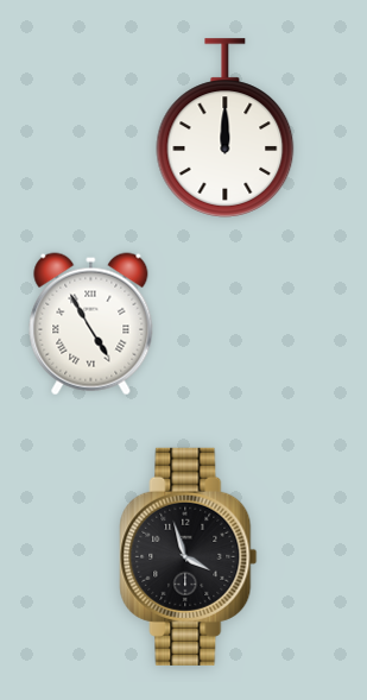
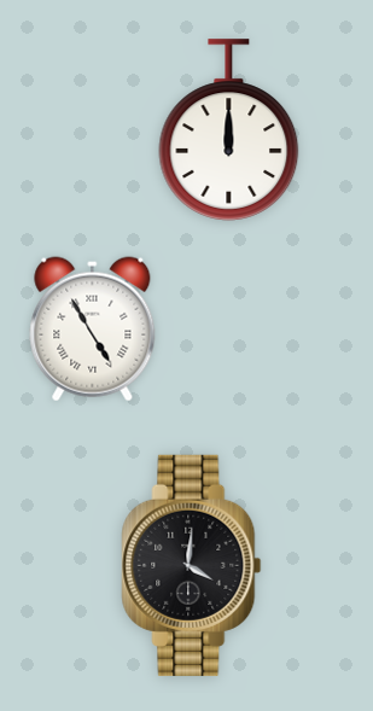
clock at (189, 556): 3:57 -> 4:01
